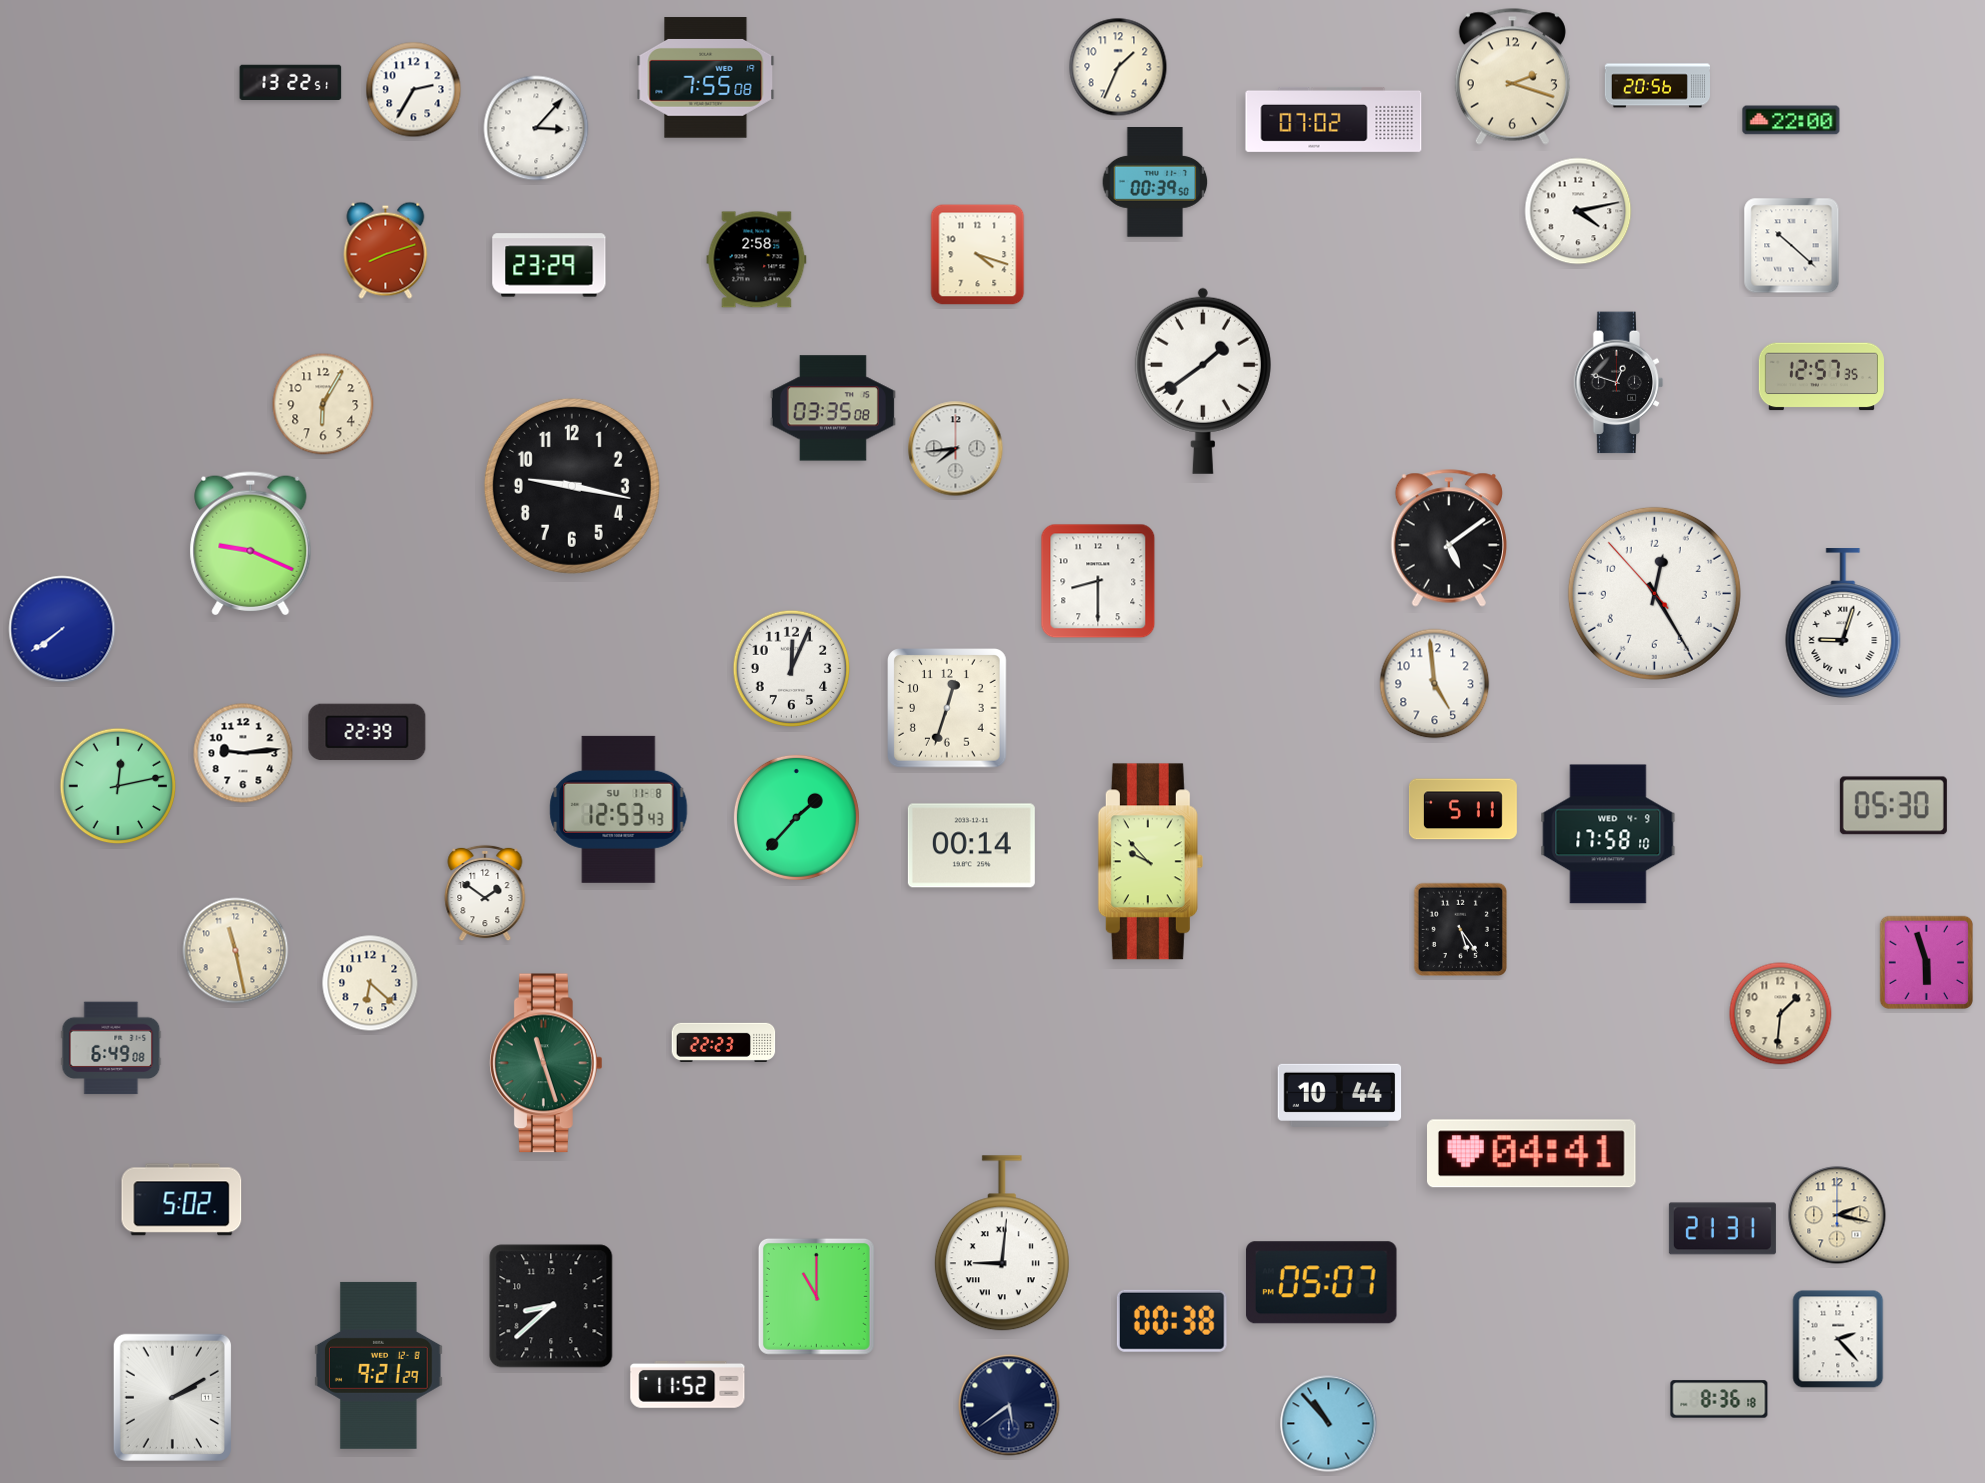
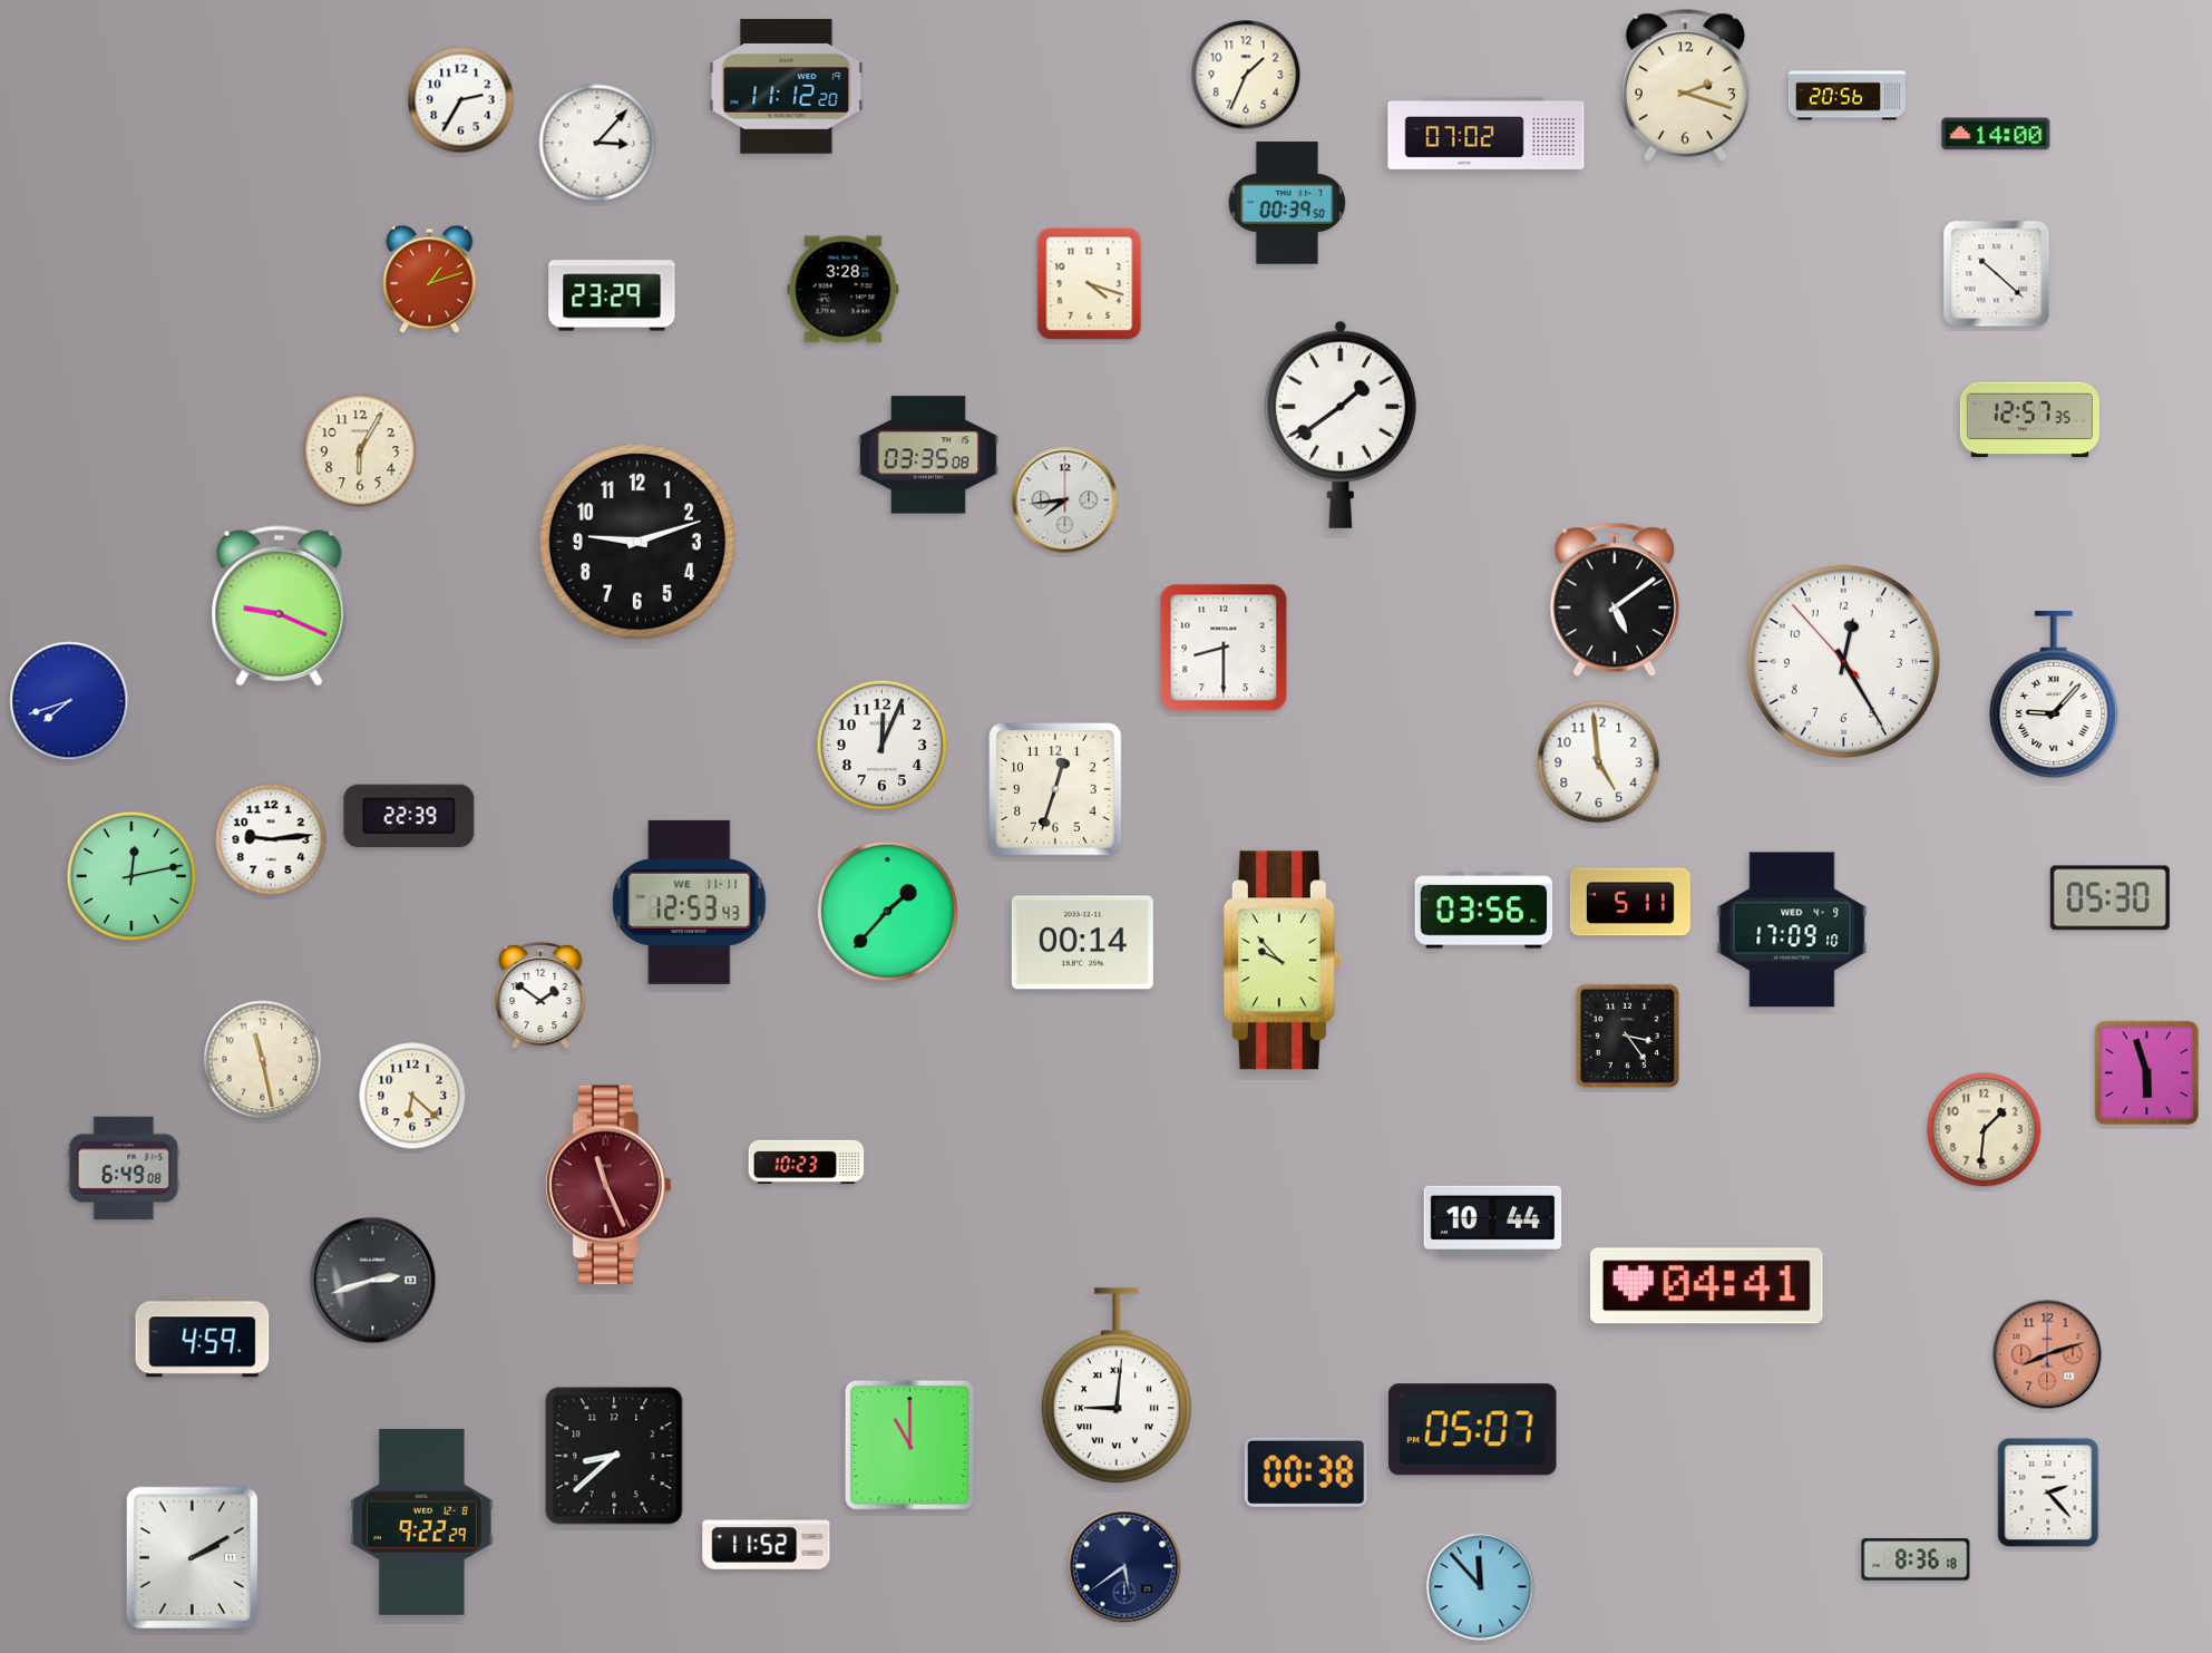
clock at (706, 78): 7:55 -> 11:12
clock at (291, 83): 13:22 -> none
clock at (1791, 120): 22:00 -> 14:00
clock at (1578, 211): 4:13 -> none
clock at (386, 250): 8:12 -> 1:12
clock at (757, 260): 2:58 -> 3:28
clock at (1619, 383): 12:48 -> none
clock at (572, 486): 9:17 -> 9:12
clock at (1843, 623): 9:03 -> 9:07
clock at (62, 629): 7:39 -> 7:42
clock at (619, 809) date: SU 11-8 -> WE 11-11
clock at (1484, 911): none -> 03:56
clock at (1608, 834): 17:58 -> 17:09
clock at (1460, 929): 5:24 -> 3:24
clock at (724, 1042): 22:23 -> 10:23
clock at (547, 1063): 11:27 -> 11:26
clock at (547, 1063) dial: green -> burgundy
clock at (373, 1281): none -> 2:42
clock at (182, 1200): 5:02 -> 4:59
clock at (1837, 1215): 2:17 -> 8:12
clock at (1837, 1215) dial: cream -> salmon
clock at (1722, 1229): 21:31 -> none
clock at (379, 1365): 9:21 -> 9:22
clock at (1329, 1424): 10:53 -> 11:53
